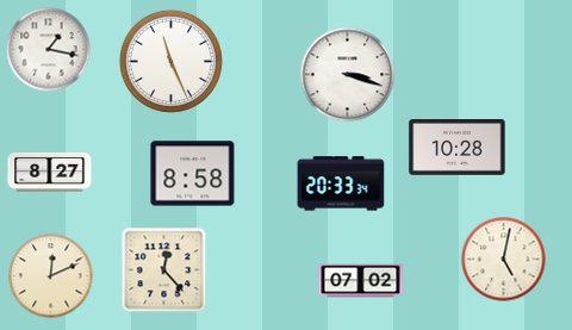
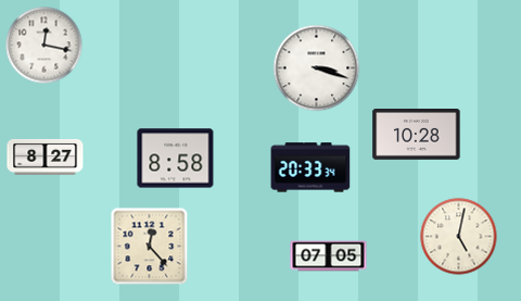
clock at (49, 50): 1:17 -> 12:17
clock at (170, 61): 11:26 -> none
clock at (51, 276): 12:11 -> none
clock at (361, 281): 07:02 -> 07:05
